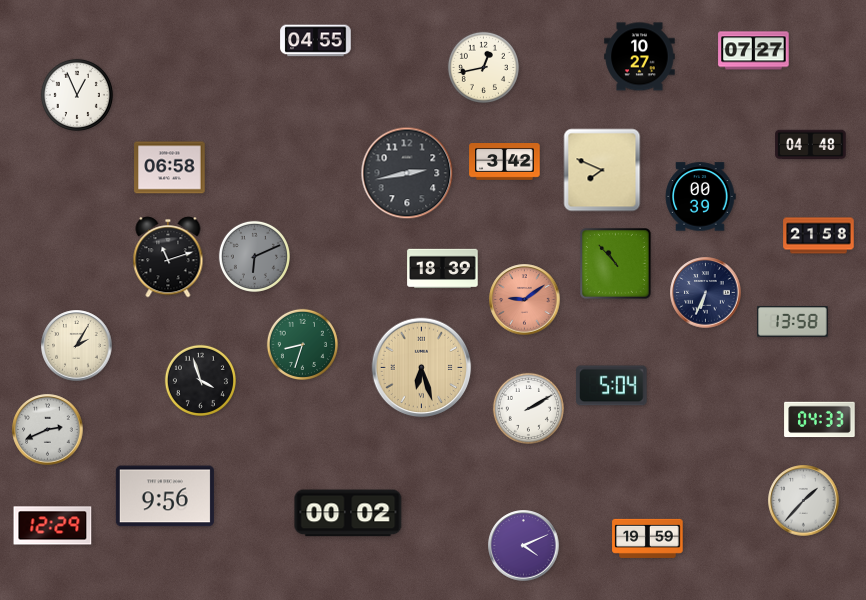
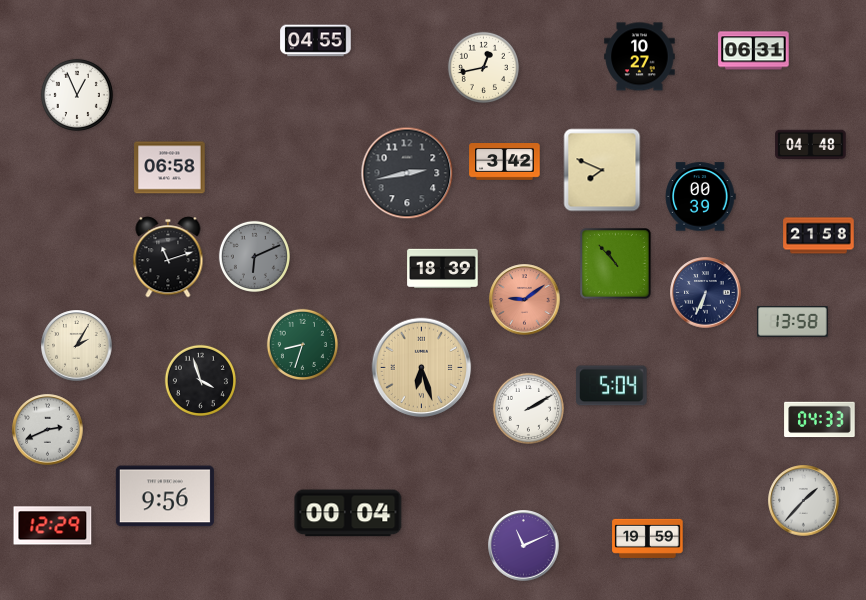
clock at (754, 51): 07:27 -> 06:31
clock at (348, 513): 00:02 -> 00:04
clock at (524, 546): 4:11 -> 11:11
